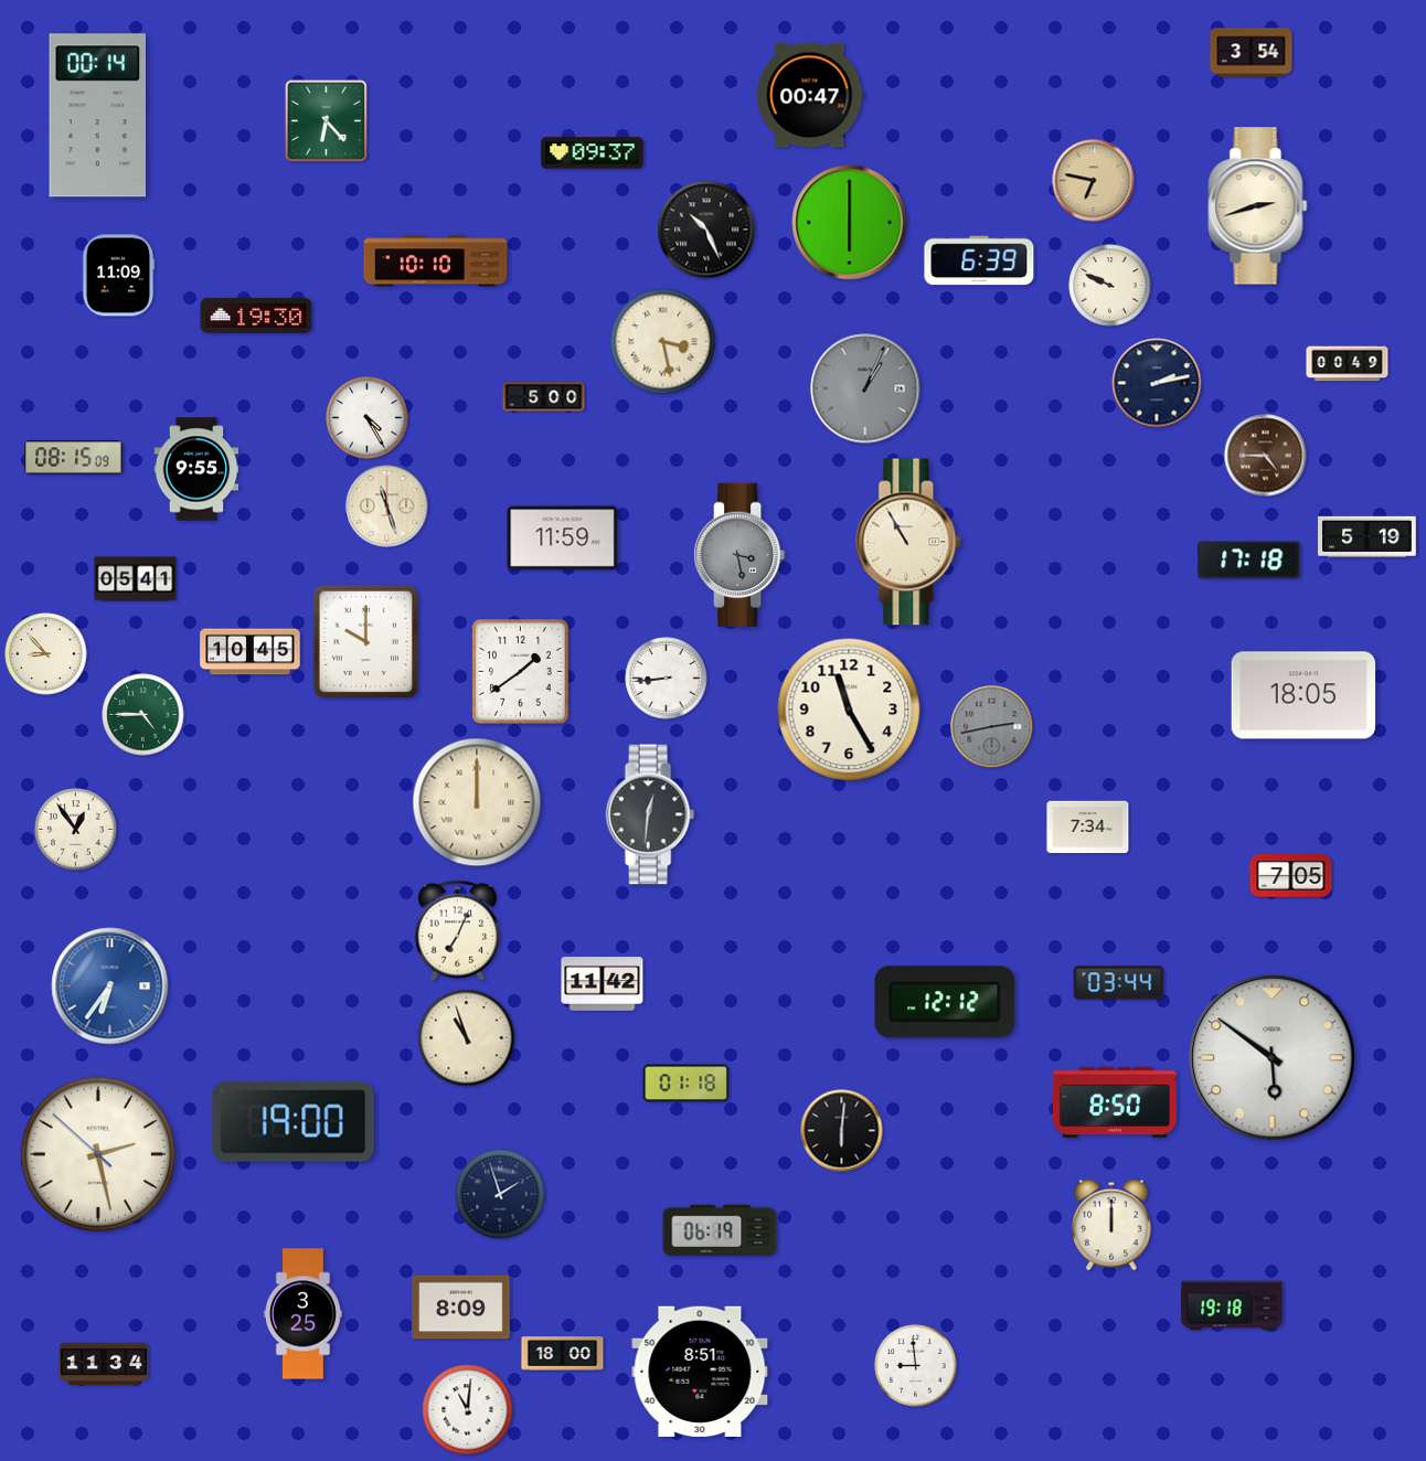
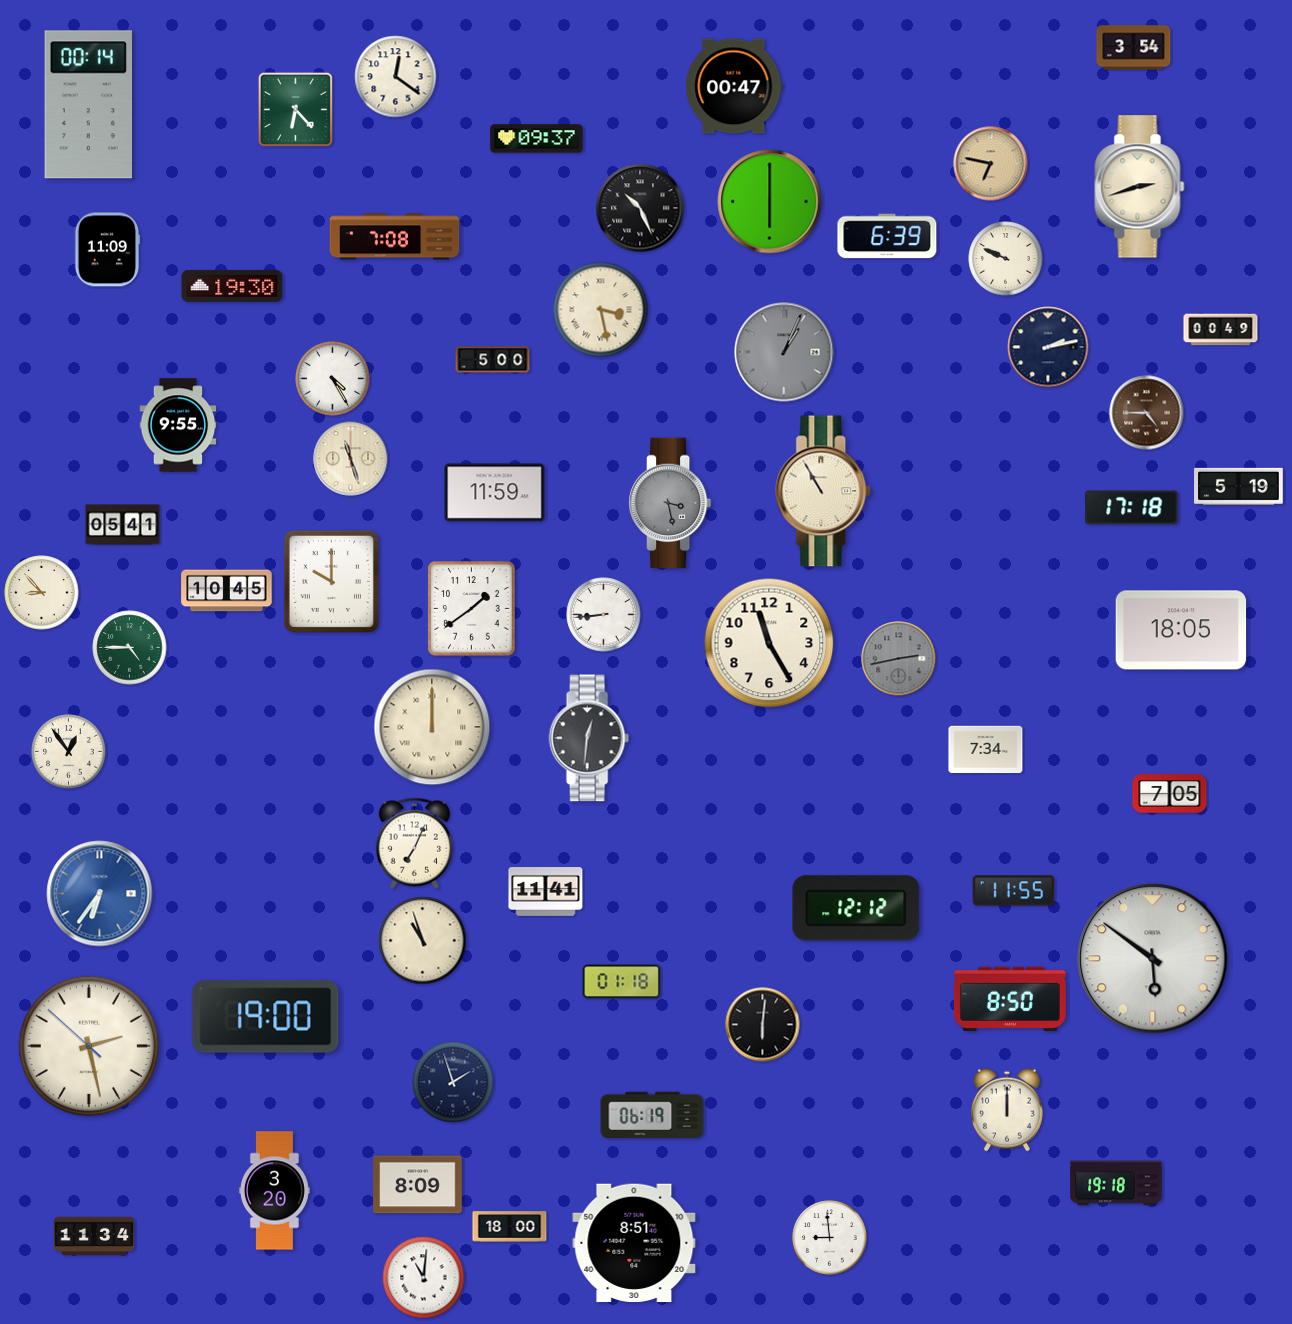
clock at (396, 77): none -> 12:21
clock at (436, 262): 10:10 -> 7:08
clock at (74, 458): 08:15 -> none
clock at (563, 538) position: (563, 538) -> (495, 493)
clock at (1119, 983): 03:44 -> 11:55
clock at (603, 984): 11:42 -> 11:41
clock at (302, 1314): 3:25 -> 3:20
